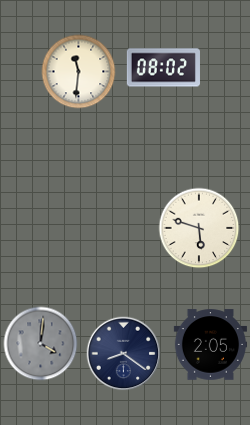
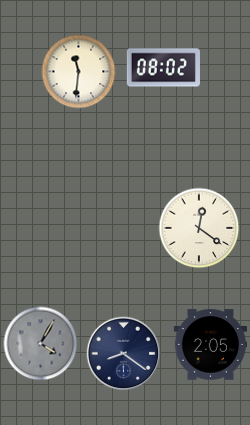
clock at (199, 228): 5:48 -> 12:21
clock at (41, 344): 4:01 -> 4:05
